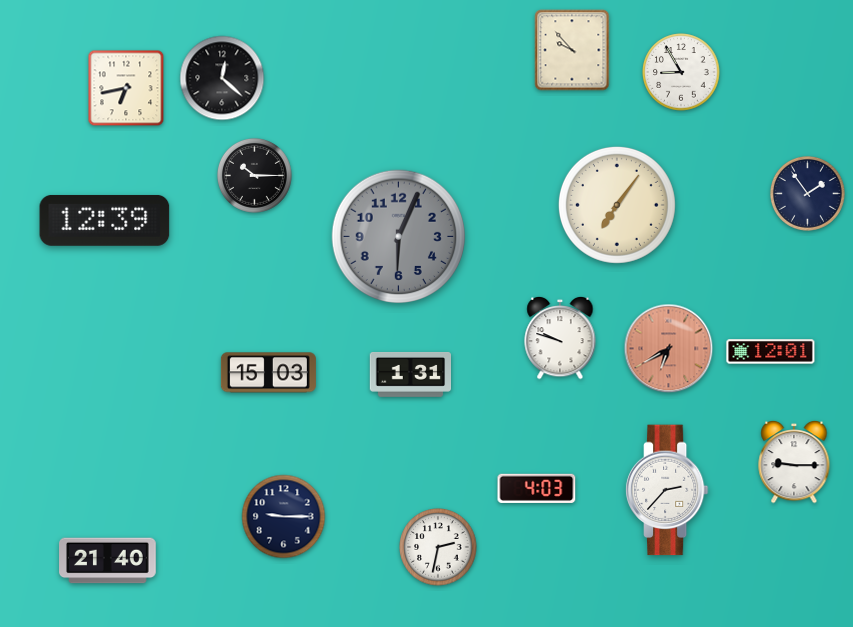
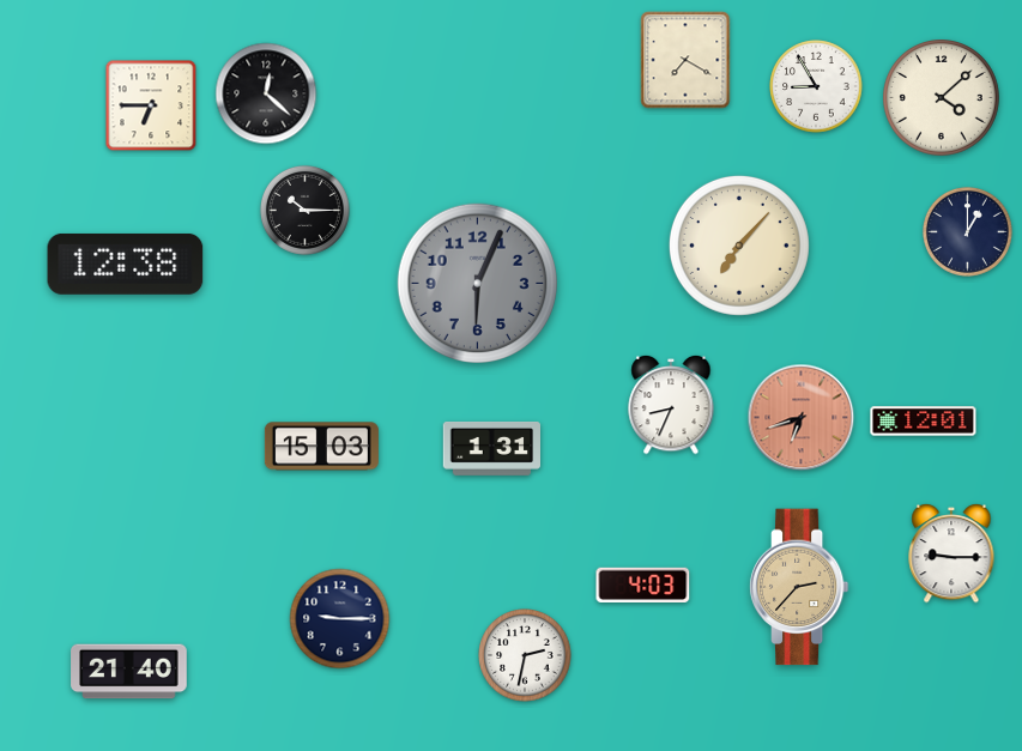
clock at (572, 50): 9:53 -> 7:20
clock at (942, 98): none -> 4:08
clock at (126, 88): 6:43 -> 6:45
clock at (807, 193): 1:54 -> 1:00
clock at (617, 205): 7:06 -> 7:07
clock at (105, 220): 12:39 -> 12:38
clock at (560, 338): 9:48 -> 8:34
clock at (669, 349): 6:40 -> 6:42
clock at (667, 490) dial: white -> champagne
